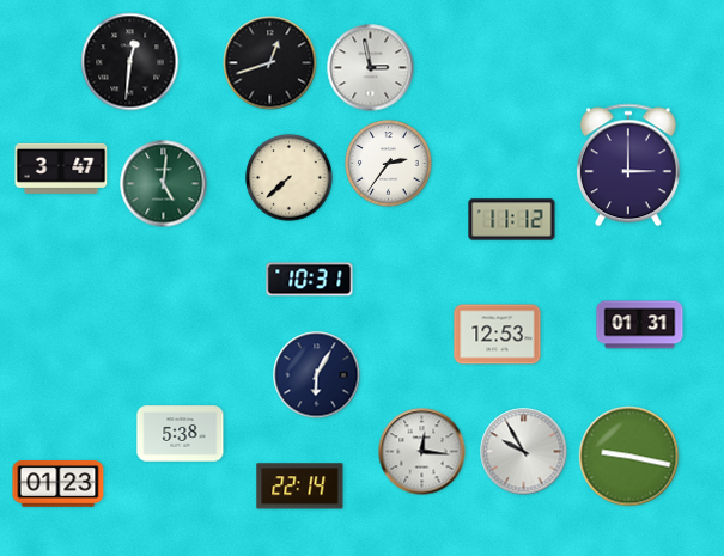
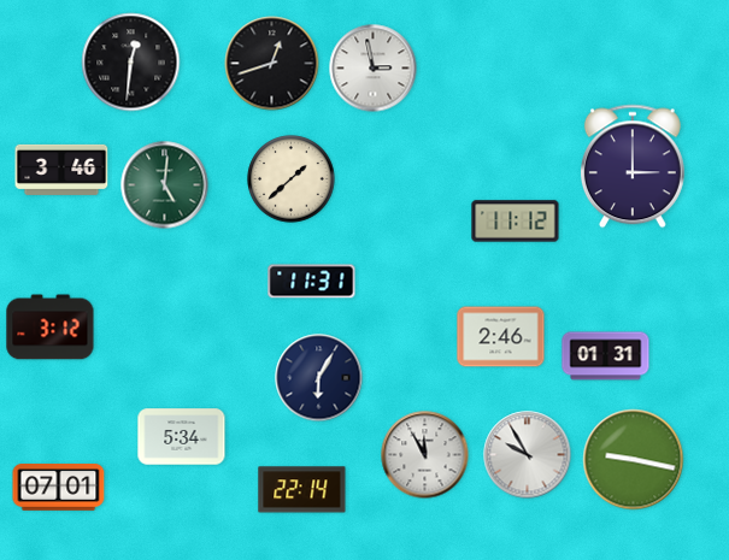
clock at (389, 164): 2:36 -> none
clock at (61, 169): 3:47 -> 3:46
clock at (290, 178): 7:38 -> 1:38
clock at (310, 280): 10:31 -> 11:31
clock at (51, 328): none -> 3:12
clock at (640, 325) position: (640, 325) -> (606, 356)
clock at (498, 335): 12:53 -> 2:46
clock at (181, 434): 5:38 -> 5:34
clock at (422, 452): 12:16 -> 11:55
clock at (59, 484): 01:23 -> 07:01
